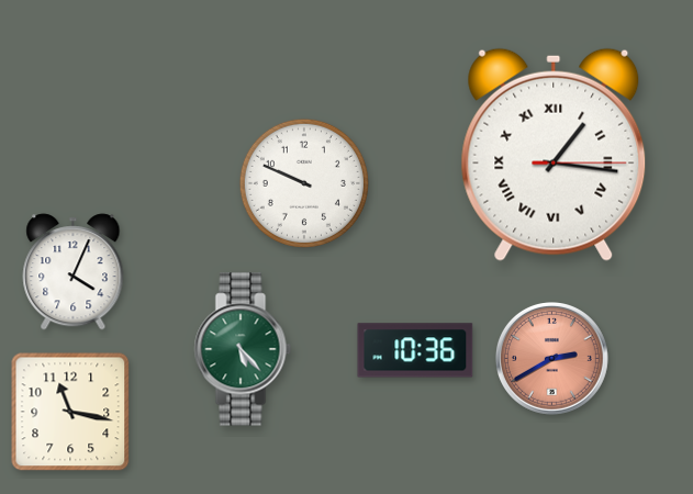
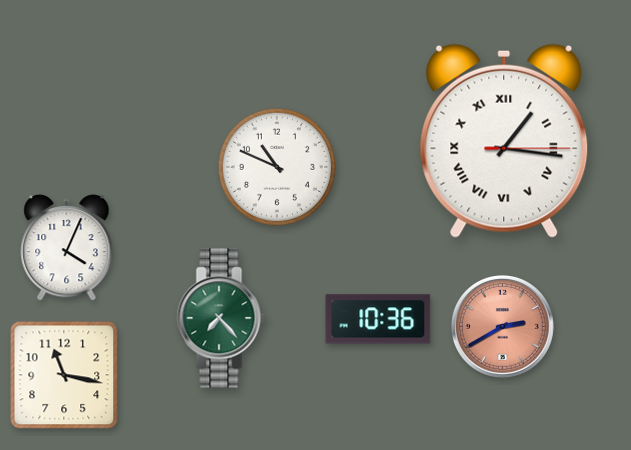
clock at (304, 183): 9:49 -> 10:49
clock at (243, 349): 5:23 -> 7:23
